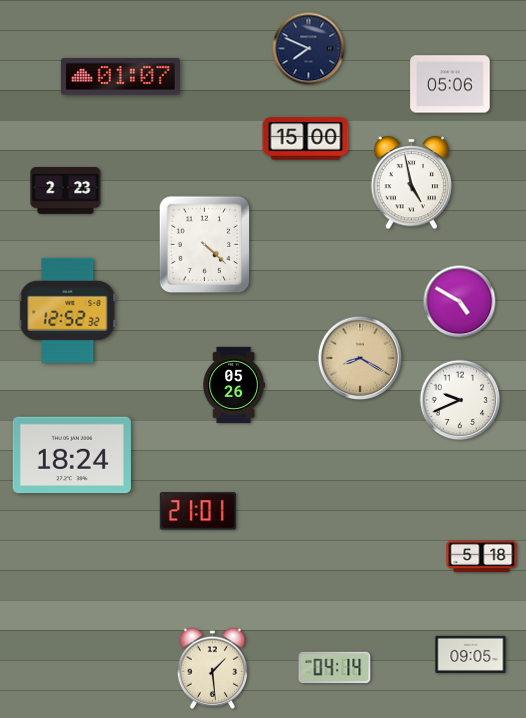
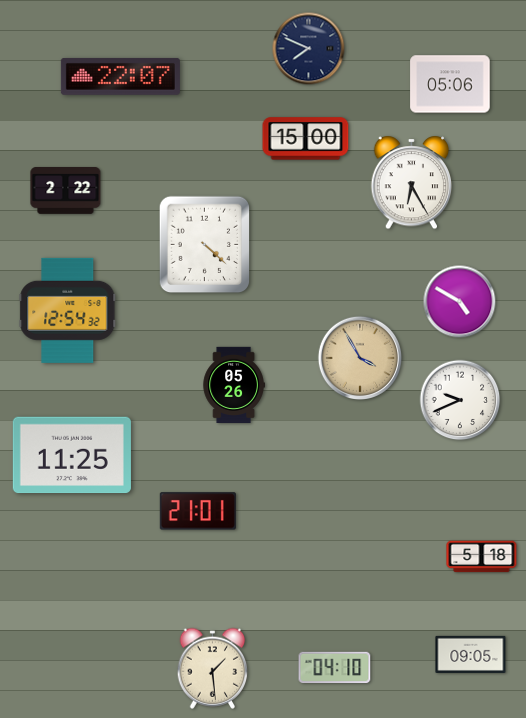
clock at (120, 76): 01:07 -> 22:07
clock at (412, 183): 4:58 -> 6:25
clock at (66, 191): 2:23 -> 2:22
clock at (68, 310): 12:52 -> 12:54
clock at (359, 357): 8:20 -> 3:55
clock at (72, 455): 18:24 -> 11:25
clock at (335, 668): 04:14 -> 04:10
